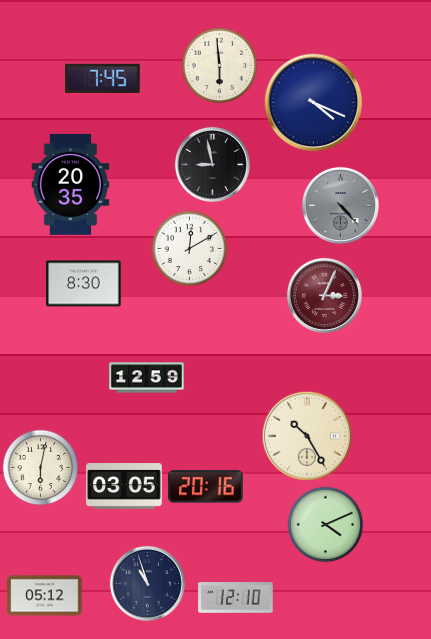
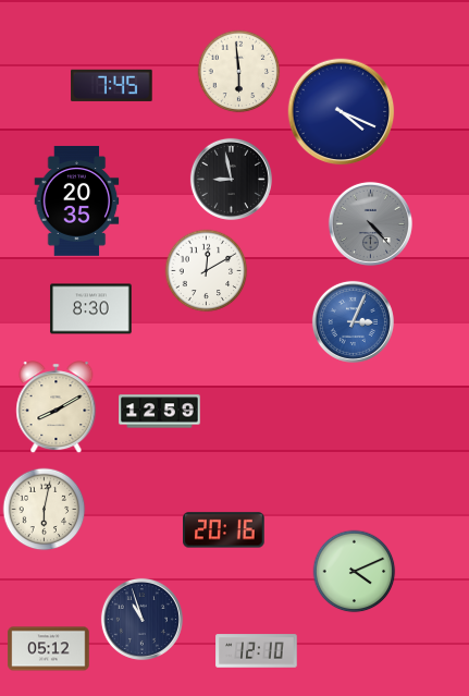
clock at (324, 295) dial: burgundy -> blue
clock at (57, 407): none -> 8:10
clock at (306, 435): 10:25 -> none
clock at (124, 487): 03:05 -> none
clock at (147, 583) position: (147, 583) -> (141, 619)
